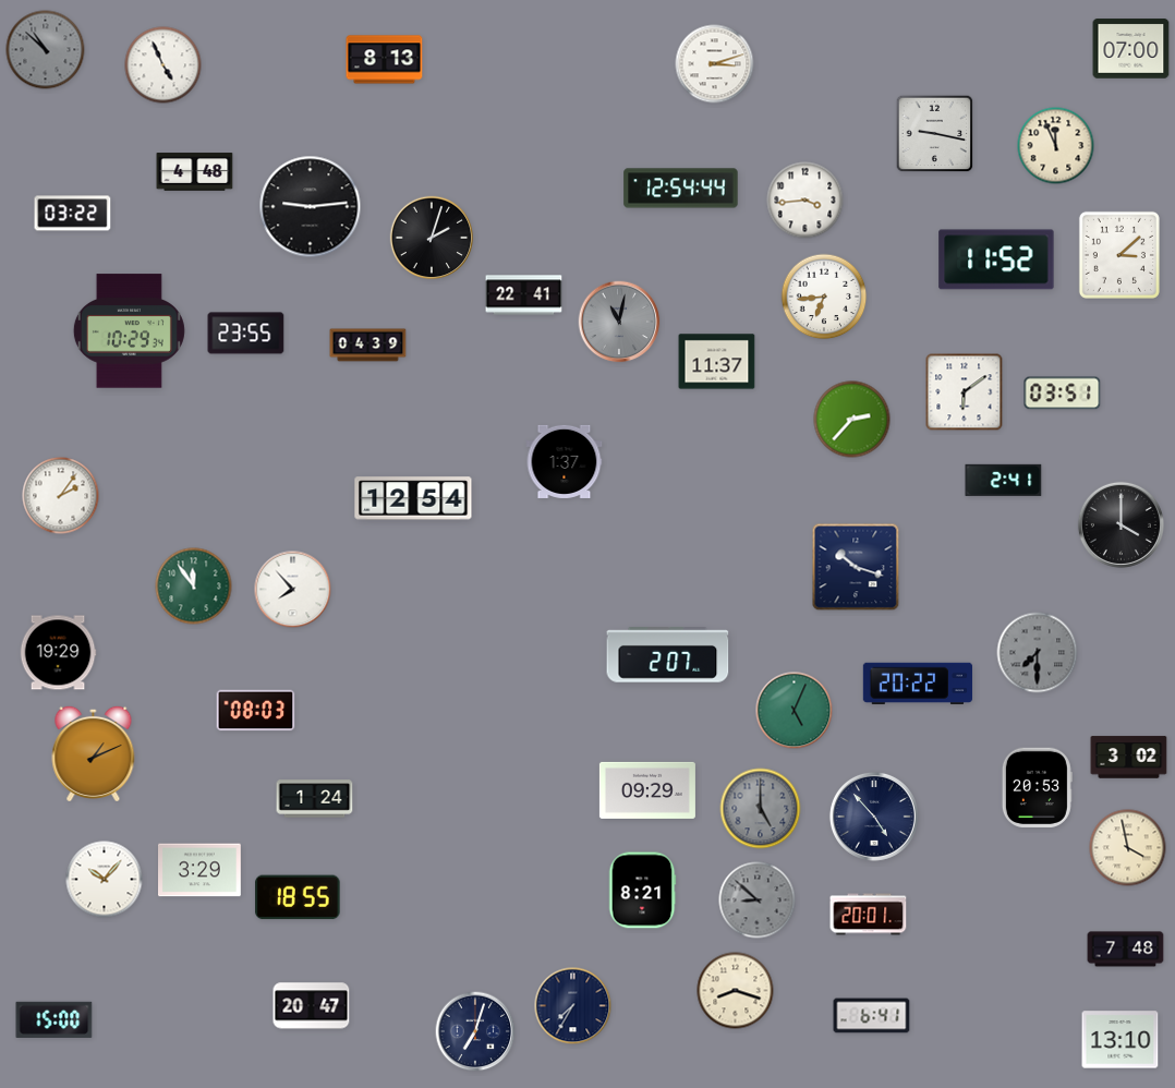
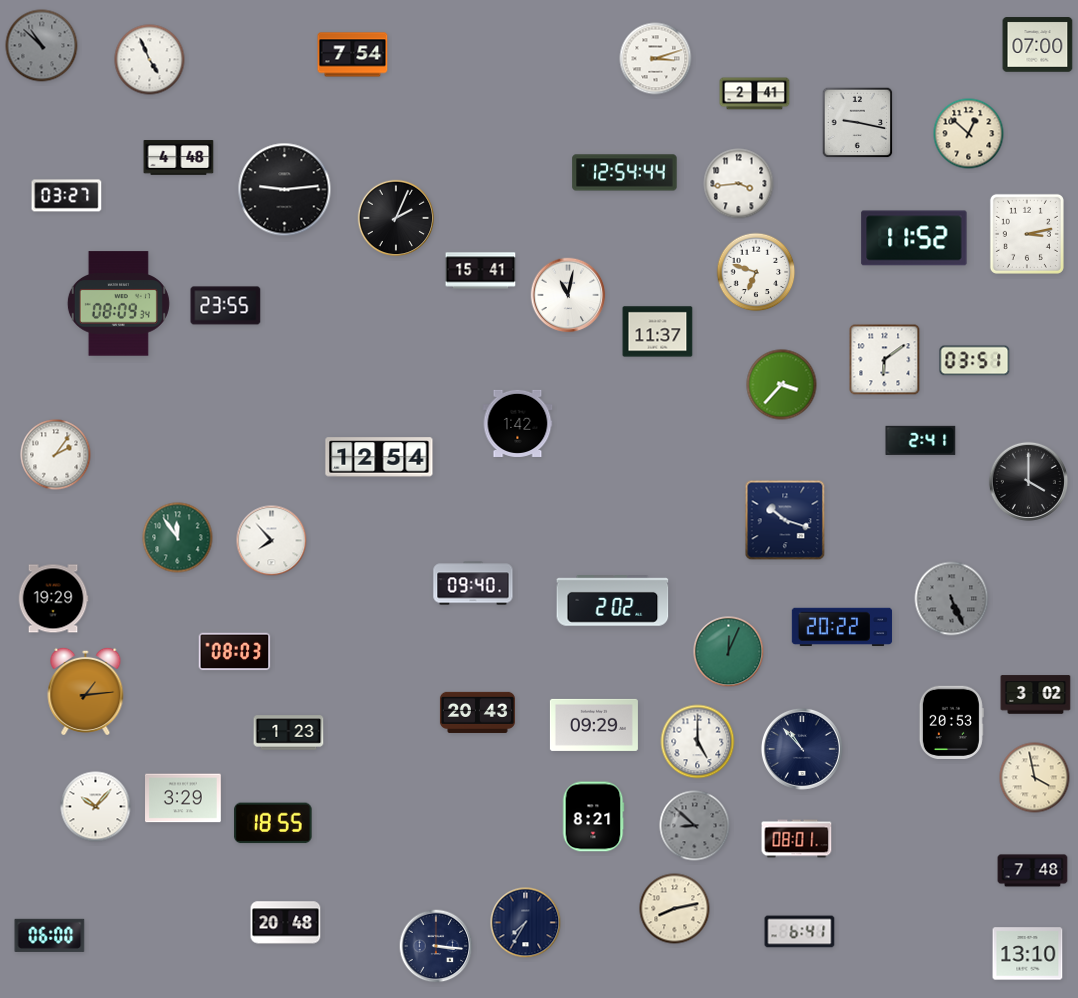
clock at (385, 60): 8:13 -> 7:54
clock at (755, 94): none -> 2:41
clock at (1056, 146): 11:56 -> 12:52
clock at (73, 214): 03:22 -> 03:27
clock at (432, 238): 2:03 -> 2:04
clock at (1119, 255): 3:08 -> 3:13
clock at (524, 295): 22:41 -> 15:41
clock at (824, 297): 6:44 -> 6:48
clock at (619, 322) dial: grey -> white
clock at (129, 331): 10:29 -> 08:09
clock at (368, 346): 04:39 -> none
clock at (852, 420): 2:37 -> 3:37
clock at (565, 461): 1:37 -> 1:42
clock at (293, 590) position: (293, 590) -> (272, 541)
clock at (473, 583): none -> 09:40
clock at (1038, 653): 7:30 -> 5:26
clock at (668, 655): 2:07 -> 2:02
clock at (795, 711): 5:04 -> 12:04
clock at (94, 753): 1:11 -> 1:14
clock at (477, 712): none -> 20:43
clock at (315, 799): 1:24 -> 1:23
clock at (761, 809) dial: grey -> white
clock at (874, 817): 4:53 -> 10:53
clock at (642, 891) position: (642, 891) -> (593, 817)
clock at (869, 915): 20:01 -> 08:01
clock at (736, 991): 8:18 -> 8:13
clock at (312, 1006): 20:47 -> 20:48
clock at (54, 1019): 15:00 -> 06:00
clock at (475, 1031): 7:03 -> 3:16
